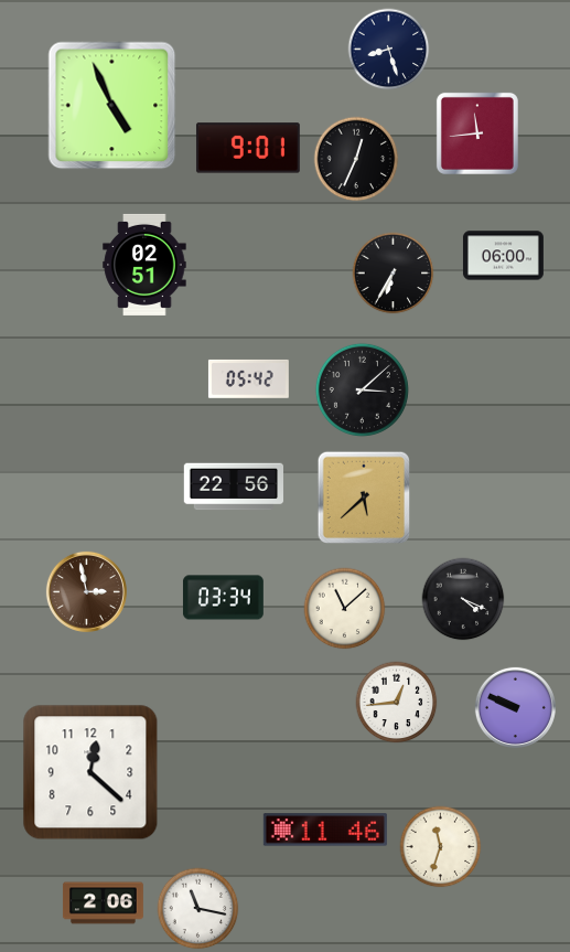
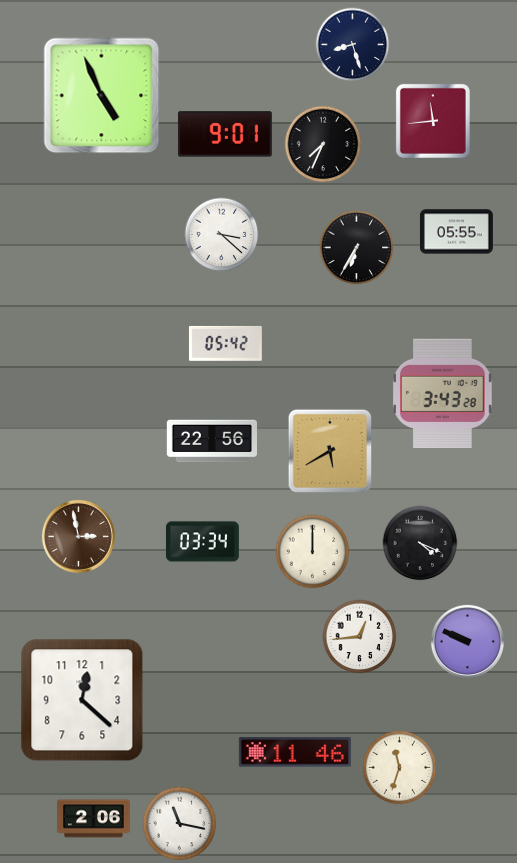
clock at (356, 159): 12:34 -> 7:34
clock at (503, 256): 06:00 -> 05:55
clock at (222, 235): none -> 3:22
clock at (144, 265): 02:51 -> none
clock at (362, 389): 3:08 -> none
clock at (443, 394): none -> 3:43
clock at (363, 496): 5:38 -> 5:40
clock at (345, 609): 11:08 -> 12:00
